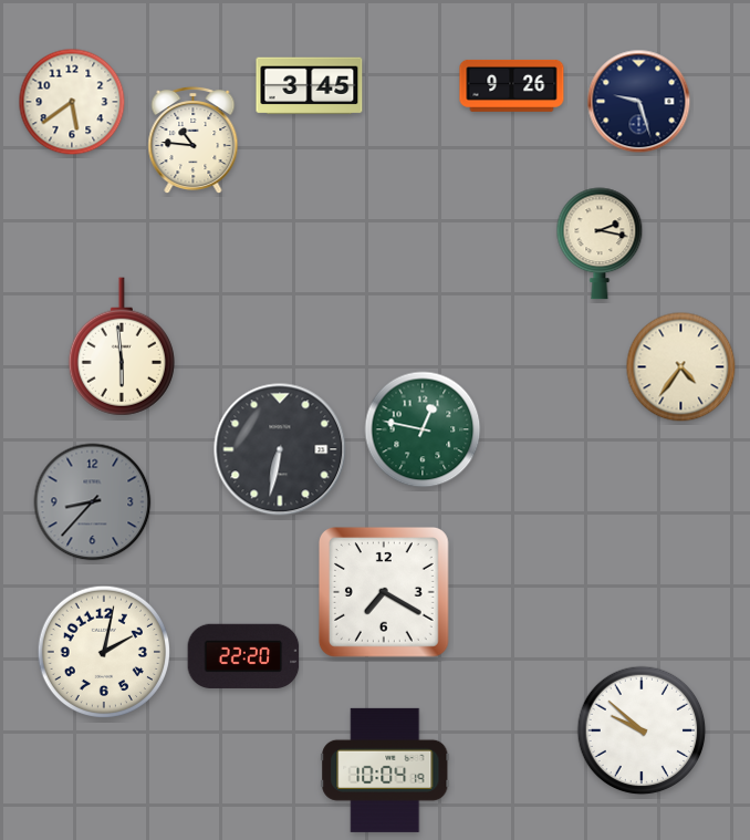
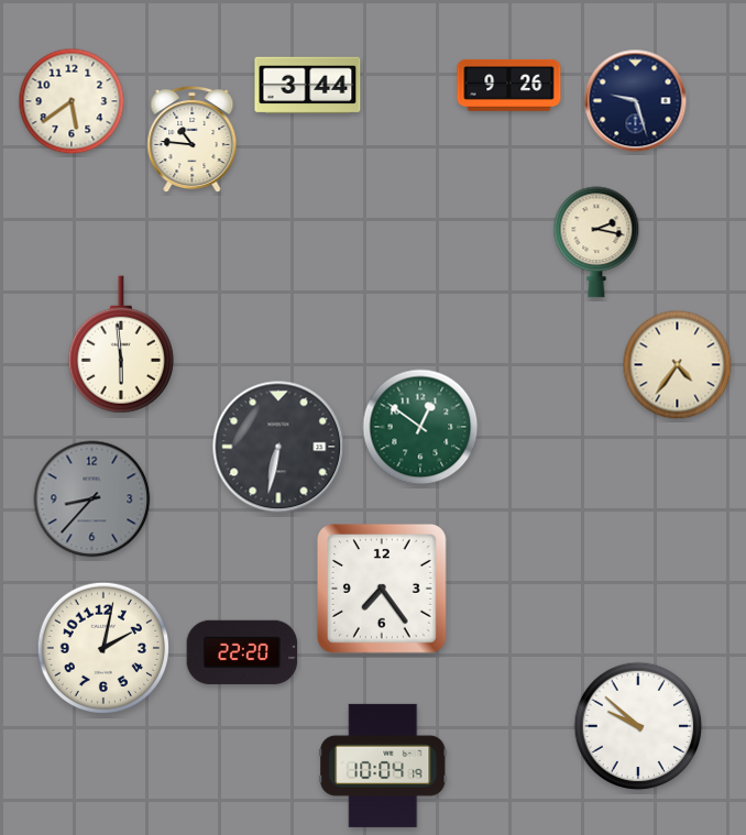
clock at (310, 86): 3:45 -> 3:44
clock at (423, 429): 12:47 -> 12:51
clock at (385, 593): 7:20 -> 7:24
